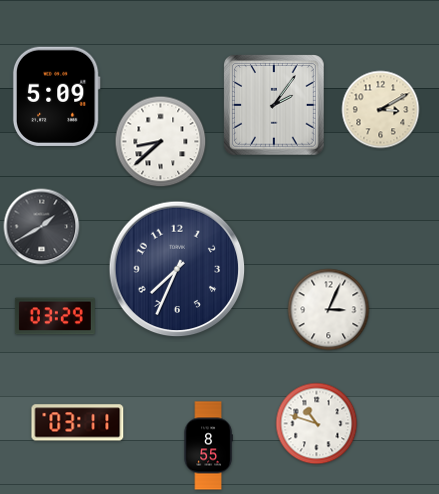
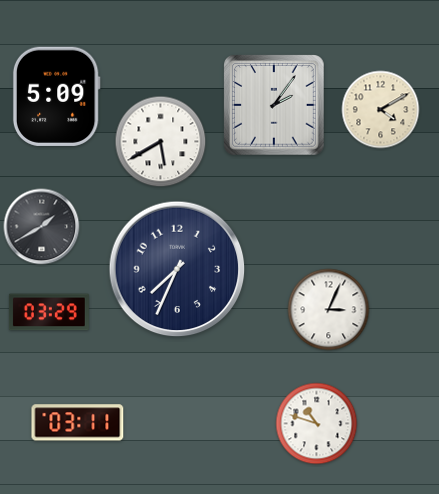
clock at (381, 110): 3:10 -> 4:10
clock at (161, 142): 8:38 -> 5:40
clock at (55, 316) position: (55, 316) -> (49, 312)
clock at (208, 446): 8:55 -> none
